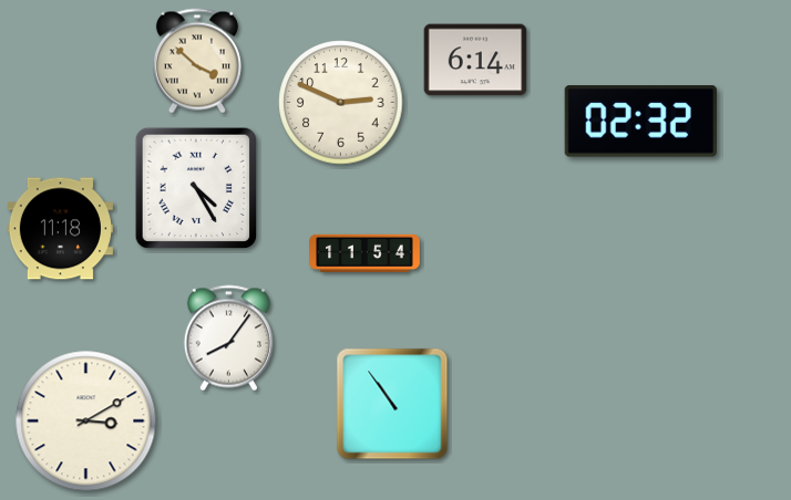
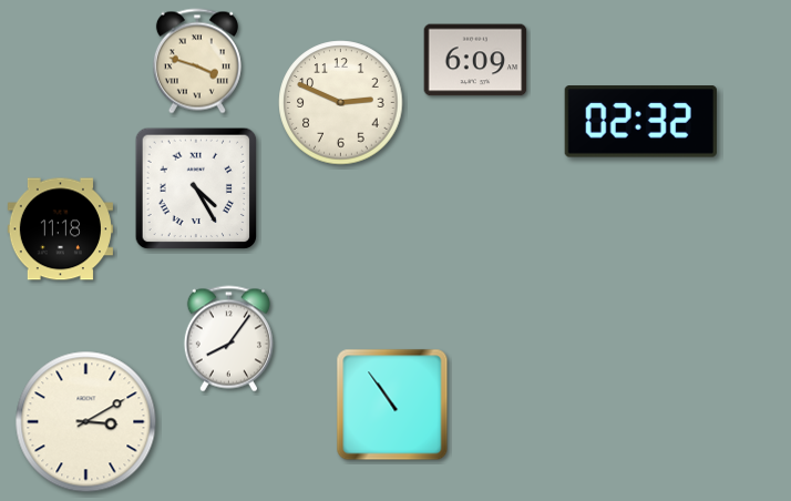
clock at (475, 60): 6:14 -> 6:09
clock at (197, 61): 3:52 -> 3:48
clock at (364, 252): 11:54 -> none
